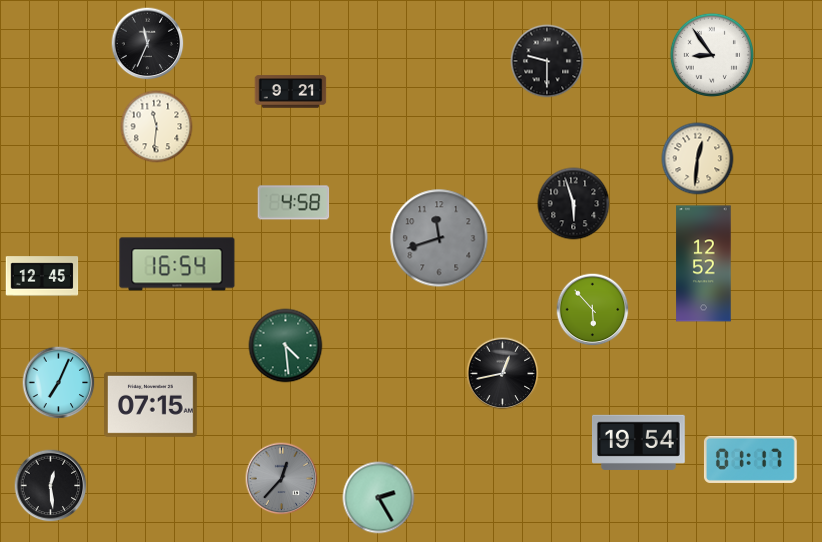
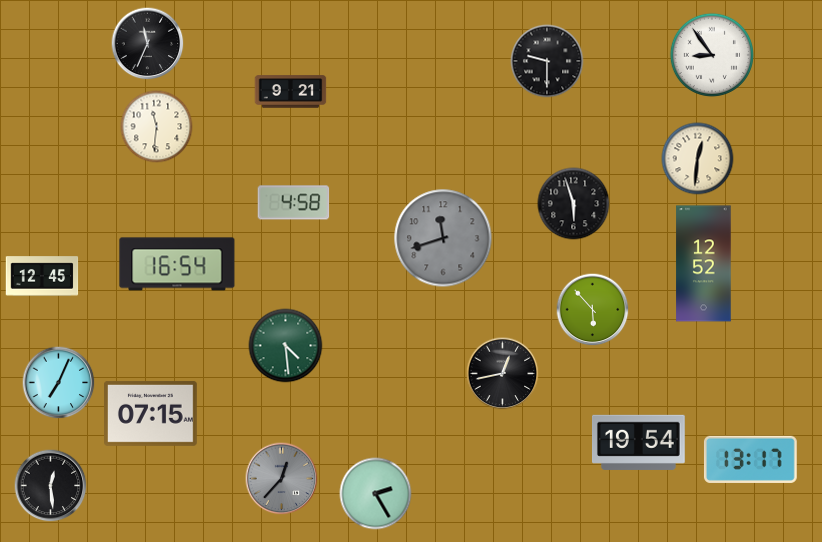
clock at (439, 238) position: (439, 238) -> (443, 238)
clock at (151, 404) position: (151, 404) -> (151, 413)
clock at (750, 459): 01:17 -> 13:17
clock at (379, 498) position: (379, 498) -> (376, 494)
